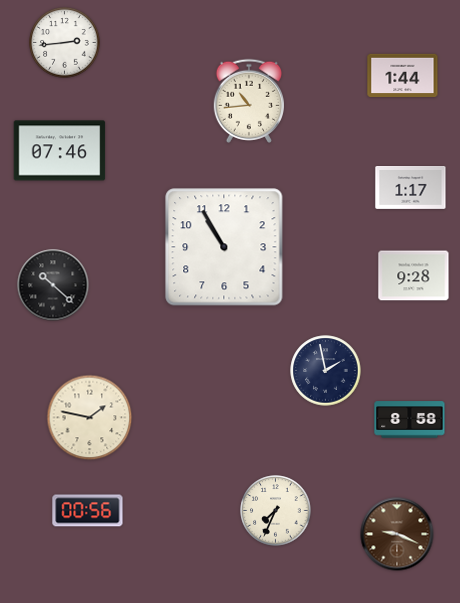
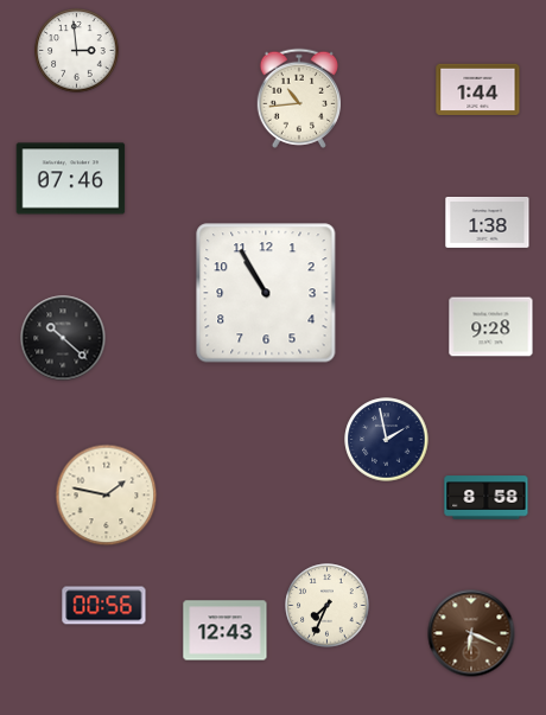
clock at (65, 43): 2:44 -> 2:59
clock at (248, 101) position: (248, 101) -> (298, 98)
clock at (411, 188): 1:17 -> 1:38
clock at (226, 631): none -> 12:43
clock at (397, 534): 9:19 -> 6:19
